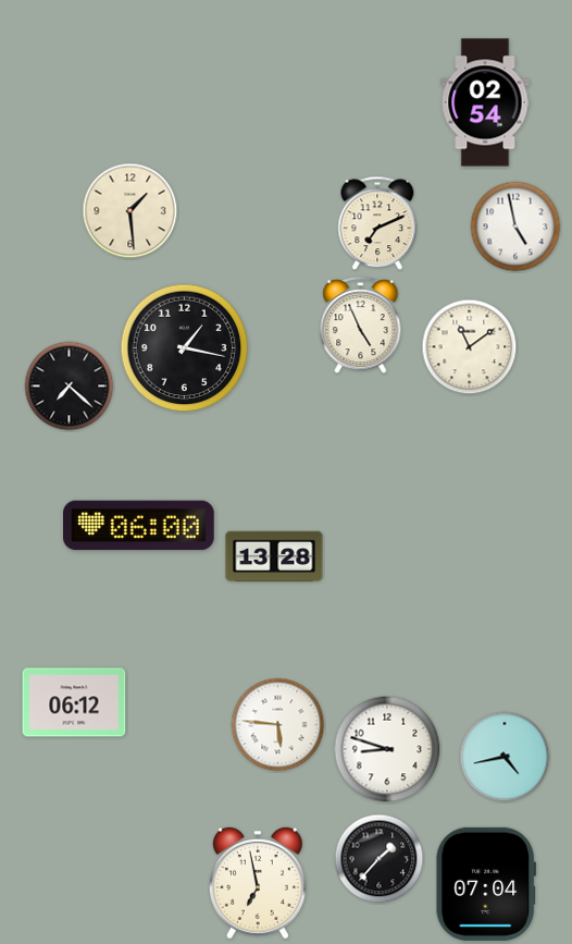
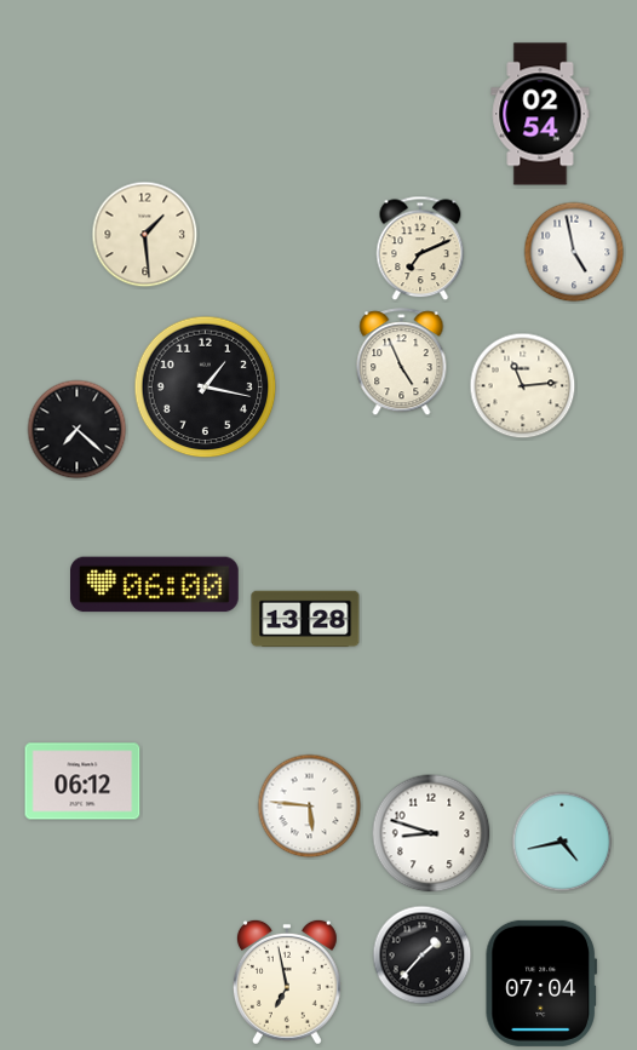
clock at (470, 347): 11:09 -> 11:14
